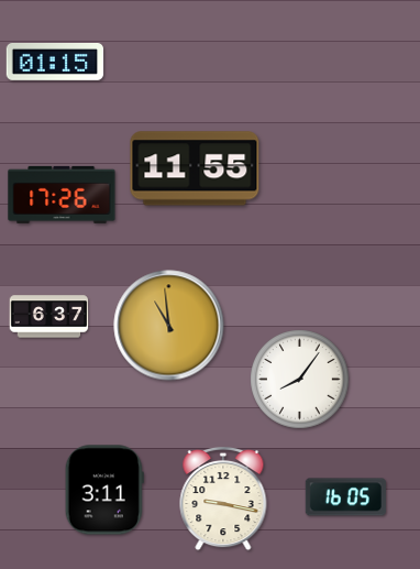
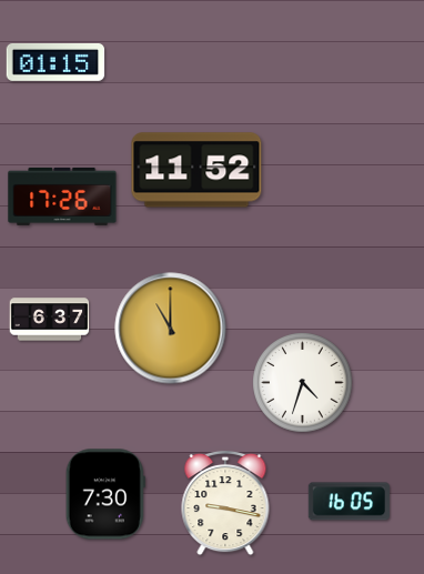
clock at (195, 168): 11:55 -> 11:52
clock at (169, 326): 10:59 -> 11:00
clock at (300, 380): 8:06 -> 4:33
clock at (104, 490): 3:11 -> 7:30
